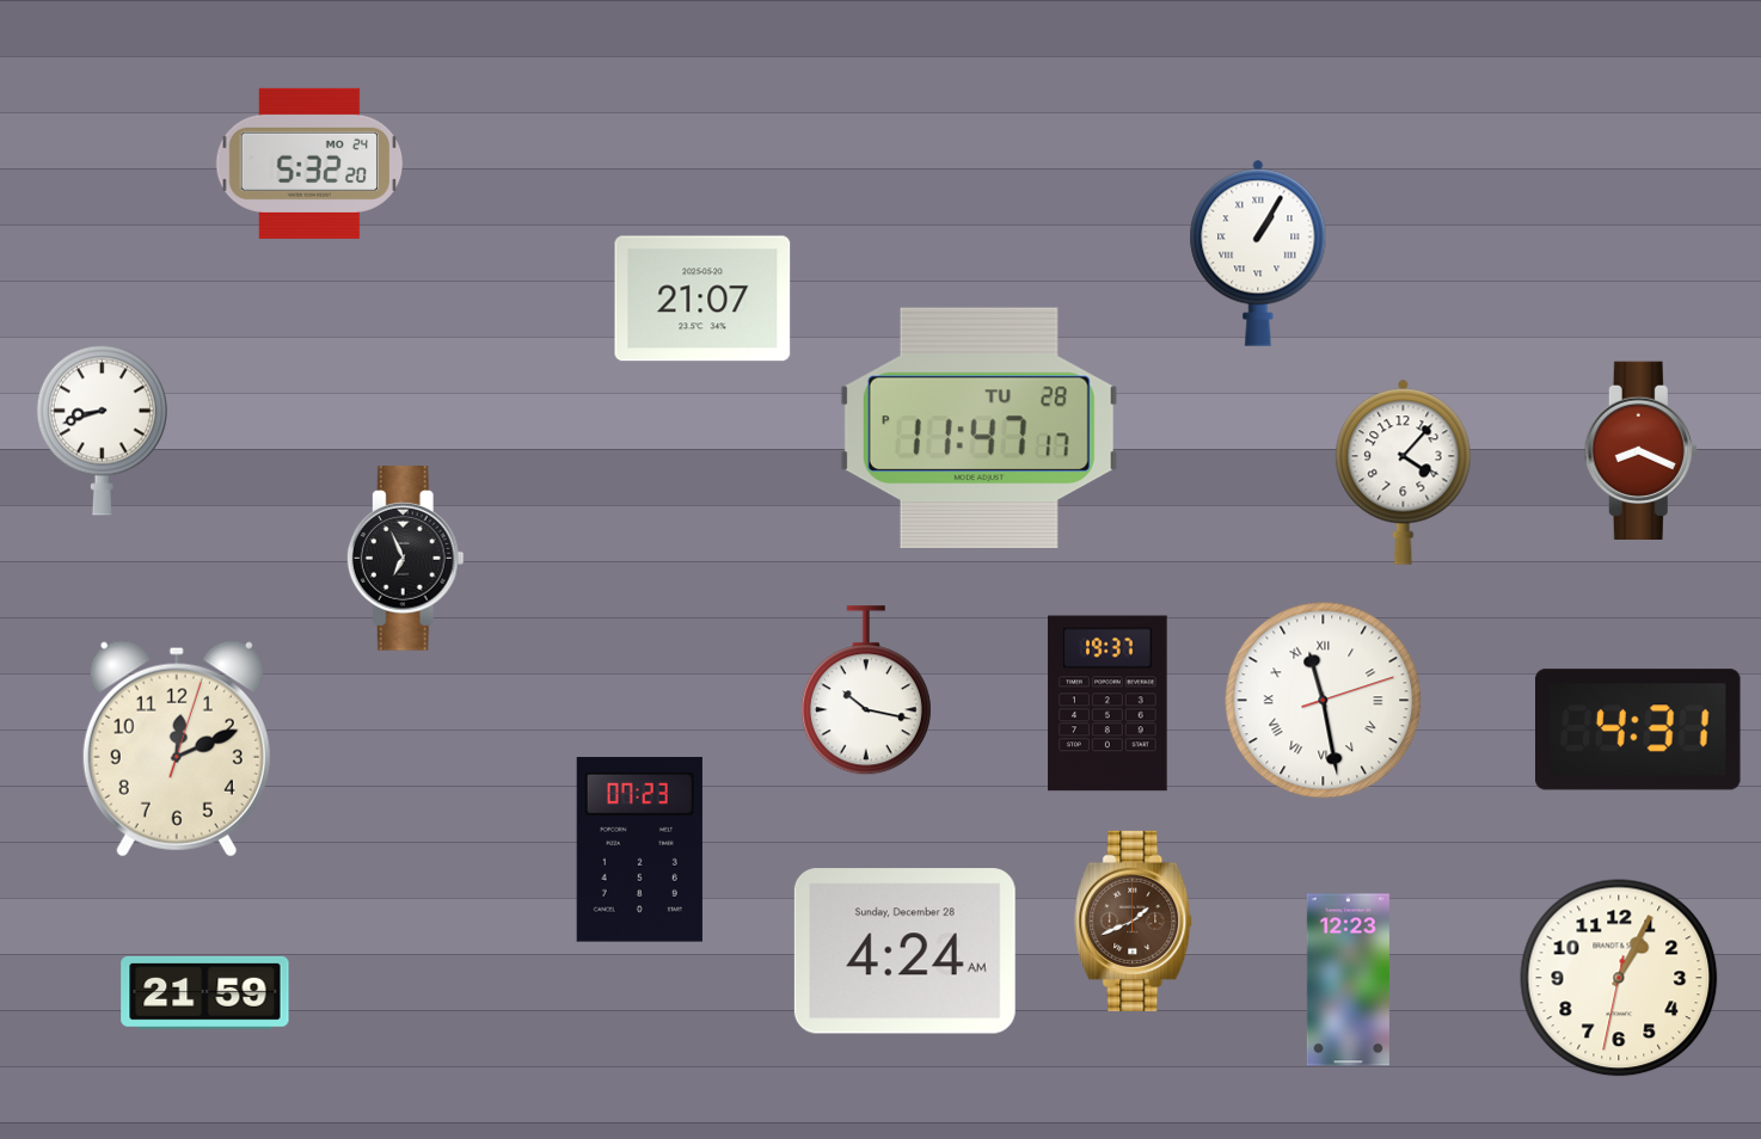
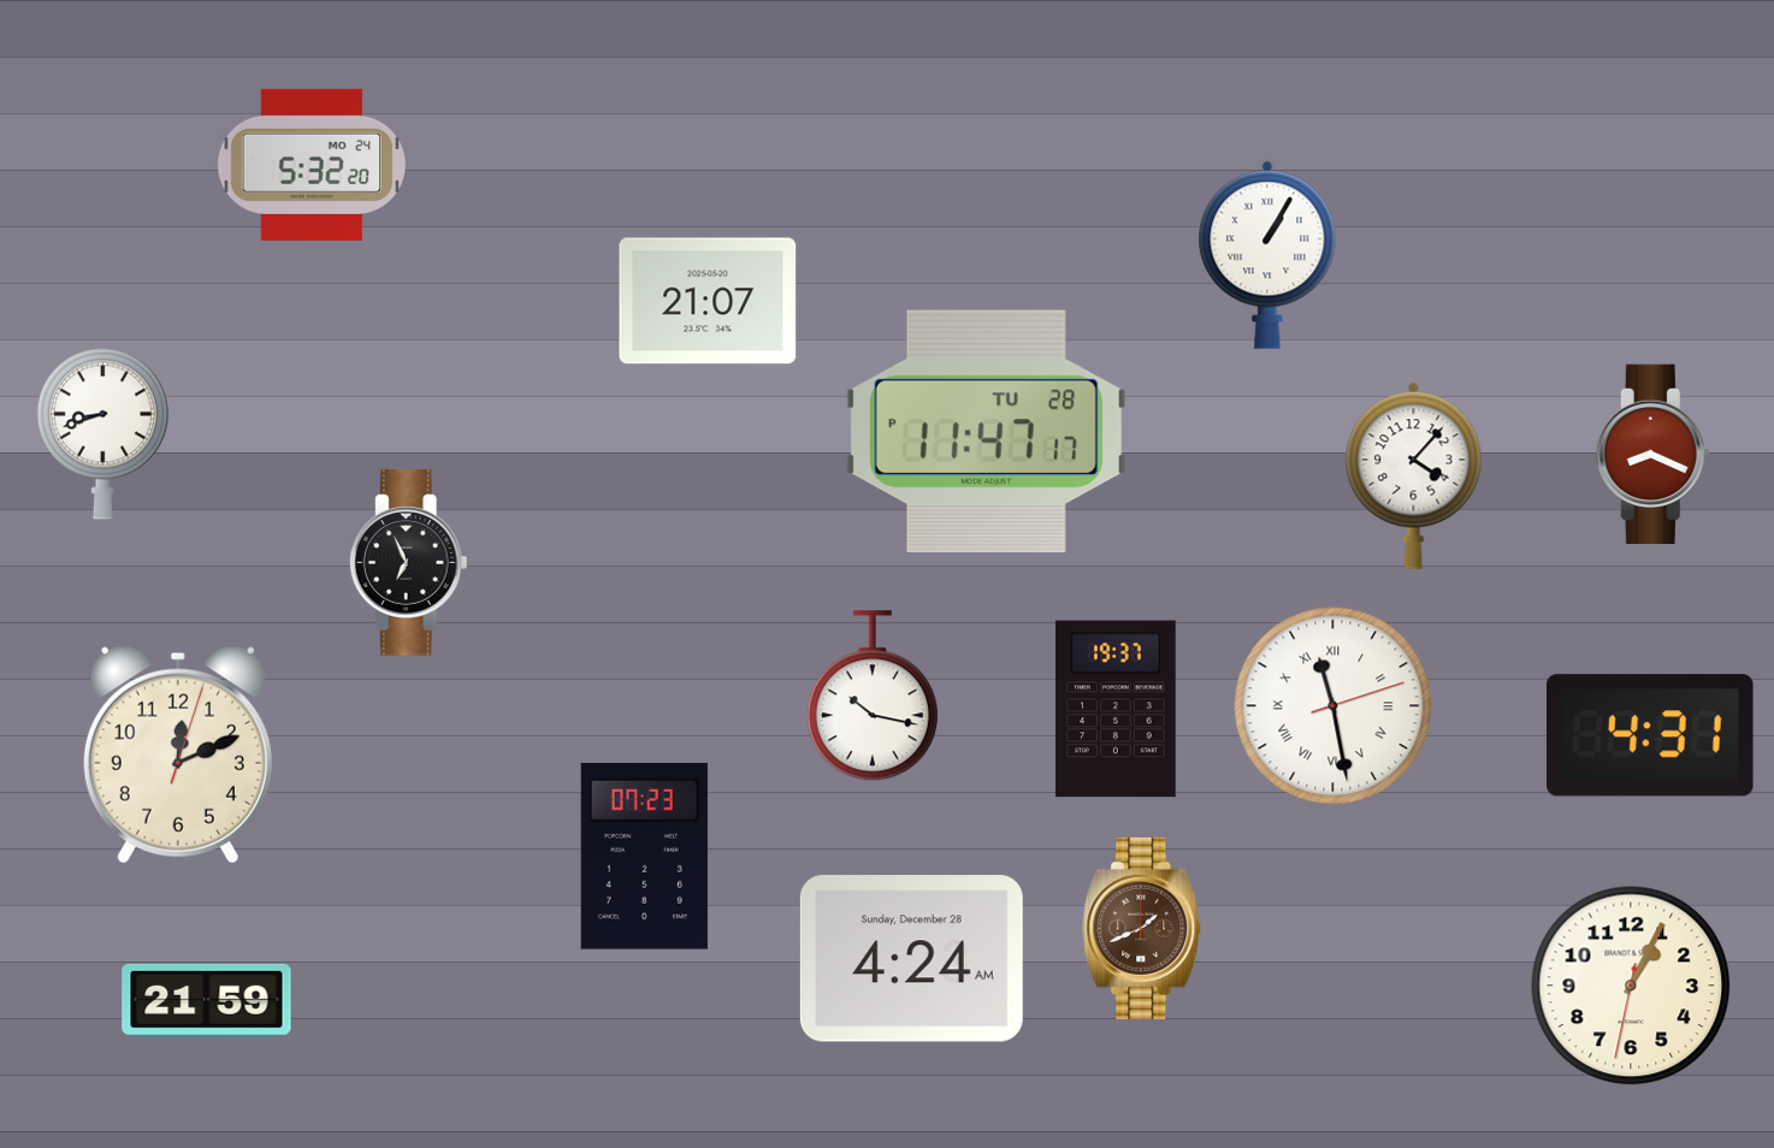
clock at (1348, 980): 12:23 -> none
